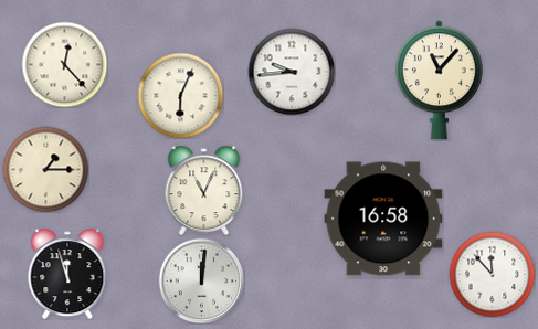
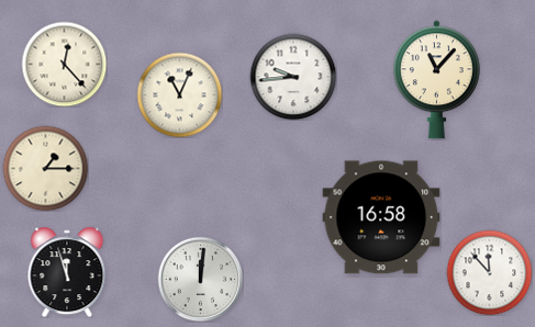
clock at (292, 72) position: (292, 72) -> (293, 77)
clock at (180, 95): 6:04 -> 11:04
clock at (204, 190): 11:04 -> none
